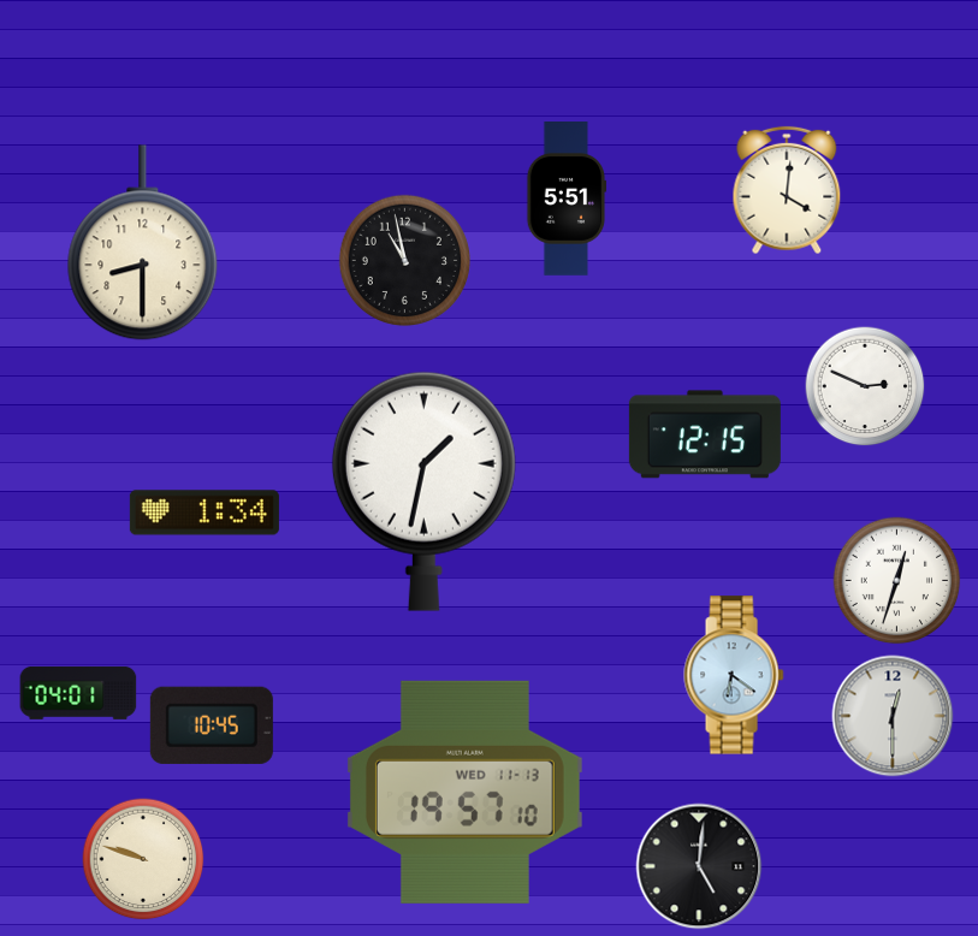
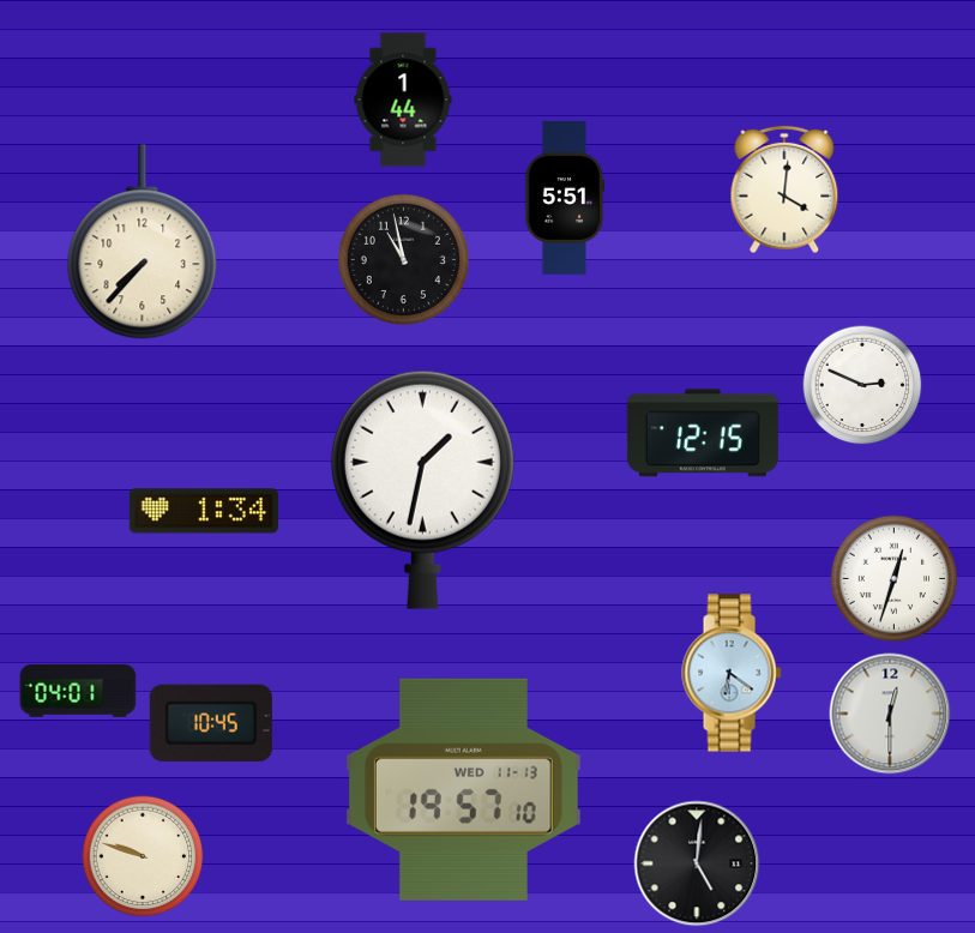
clock at (403, 100): none -> 1:44
clock at (143, 243): 8:30 -> 7:37
